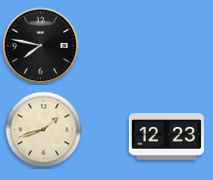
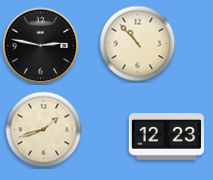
clock at (138, 44): none -> 10:53
clock at (41, 46): 7:47 -> 2:47
